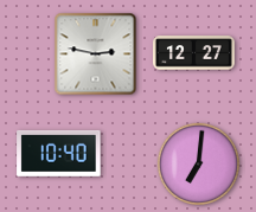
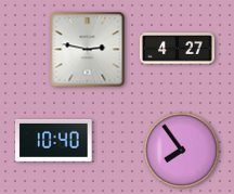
clock at (193, 53): 12:27 -> 4:27
clock at (199, 165): 7:01 -> 7:54
